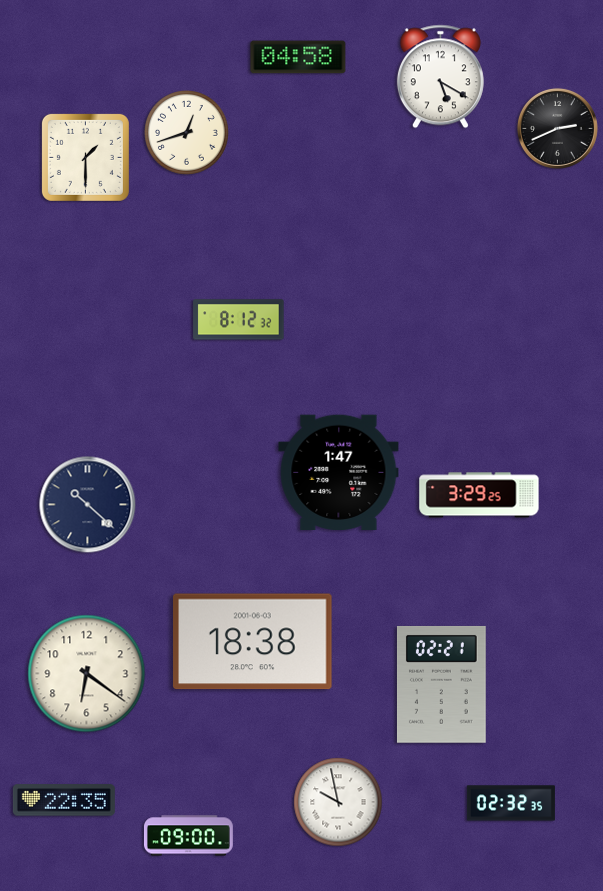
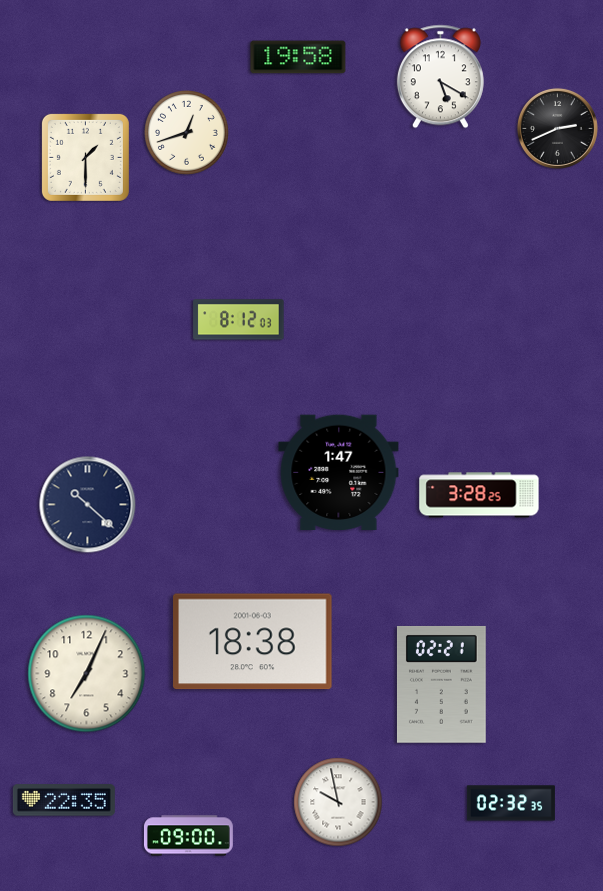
clock at (298, 57): 04:58 -> 19:58
clock at (239, 320): 8:12:32 -> 8:12:03
clock at (479, 495): 3:29 -> 3:28
clock at (87, 674): 6:21 -> 7:04
